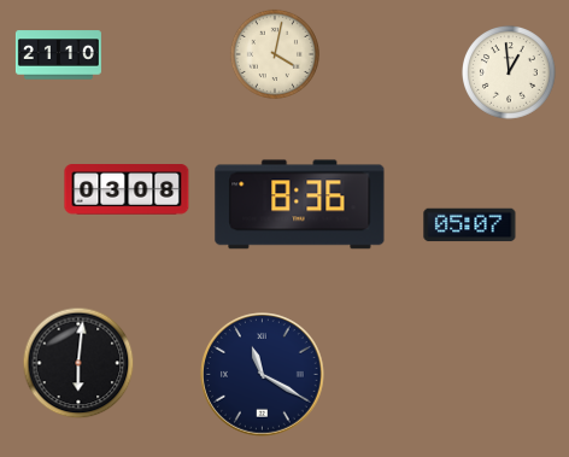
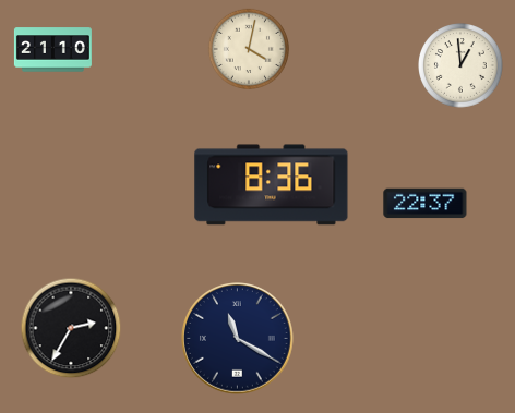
clock at (127, 189): 03:08 -> none
clock at (470, 225): 05:07 -> 22:37
clock at (78, 363): 6:01 -> 2:35
